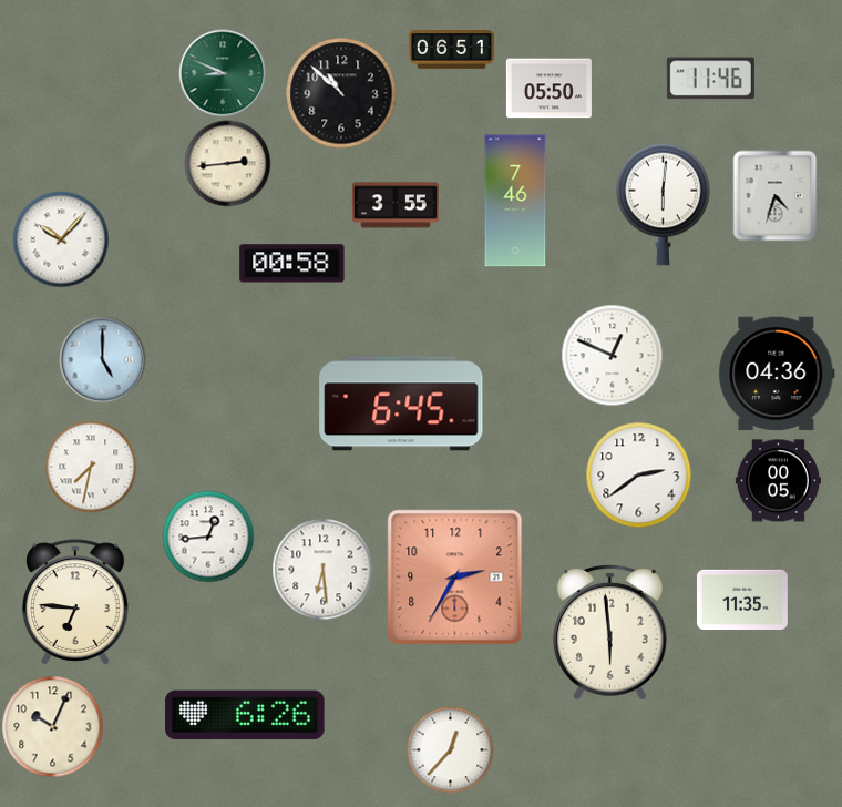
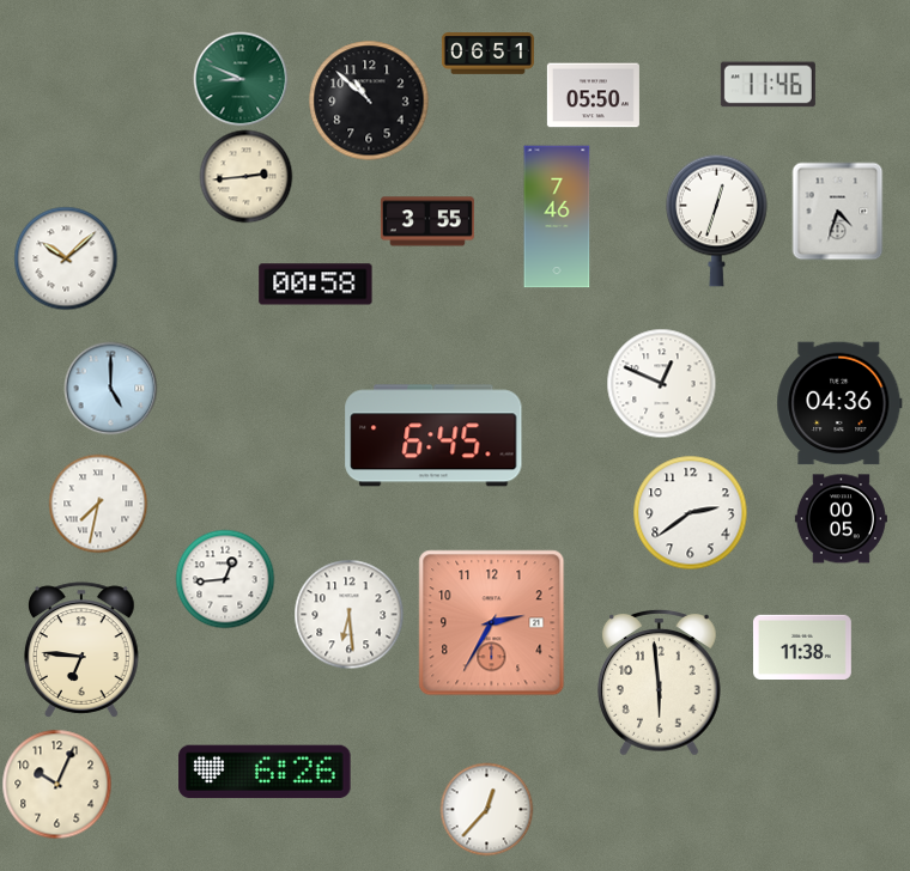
clock at (664, 204): 6:01 -> 12:33
clock at (61, 239): 10:07 -> 10:08
clock at (742, 599): 11:35 -> 11:38
